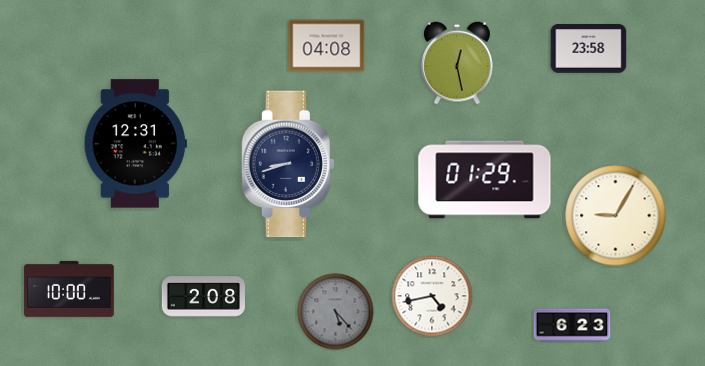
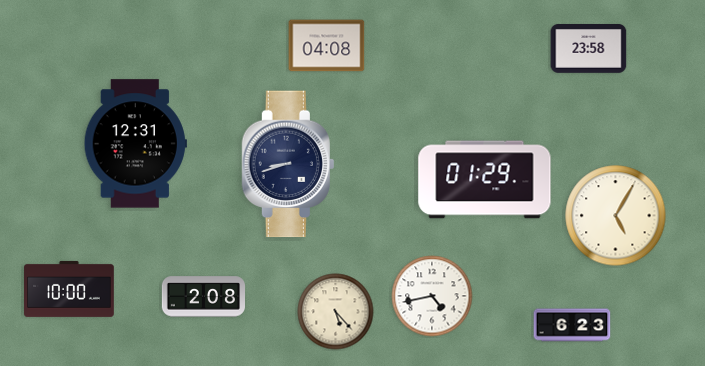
clock at (457, 63): 12:28 -> none
clock at (616, 216): 9:05 -> 5:05
clock at (336, 312) dial: grey -> cream
